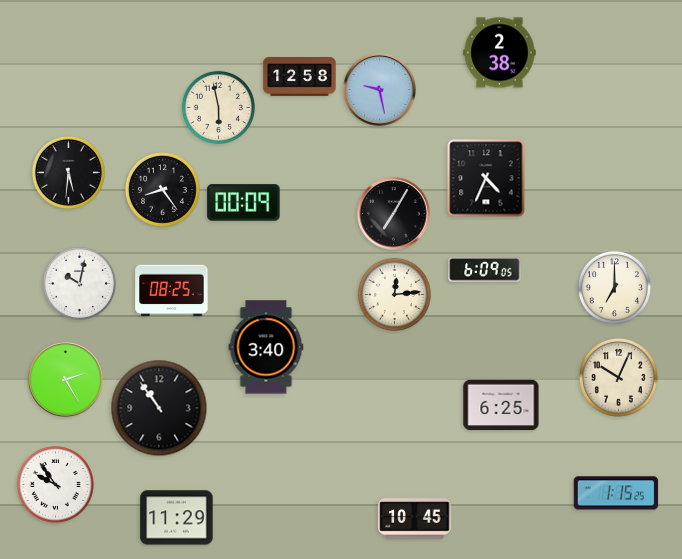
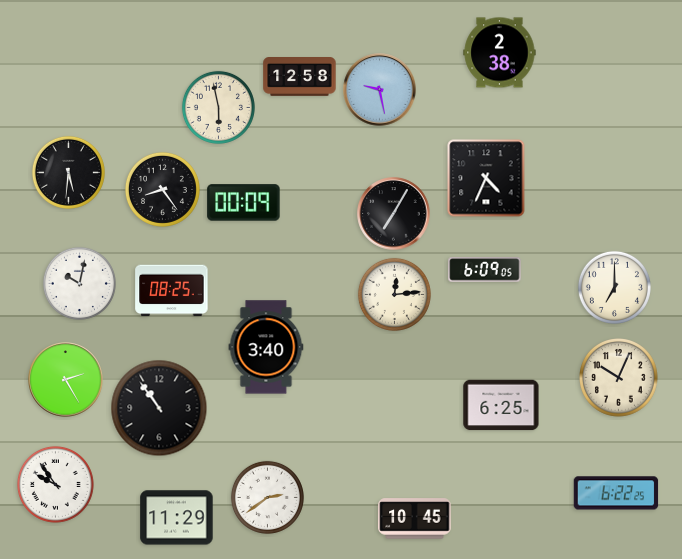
clock at (616, 493): 1:15 -> 6:22
clock at (267, 497): none -> 2:39
